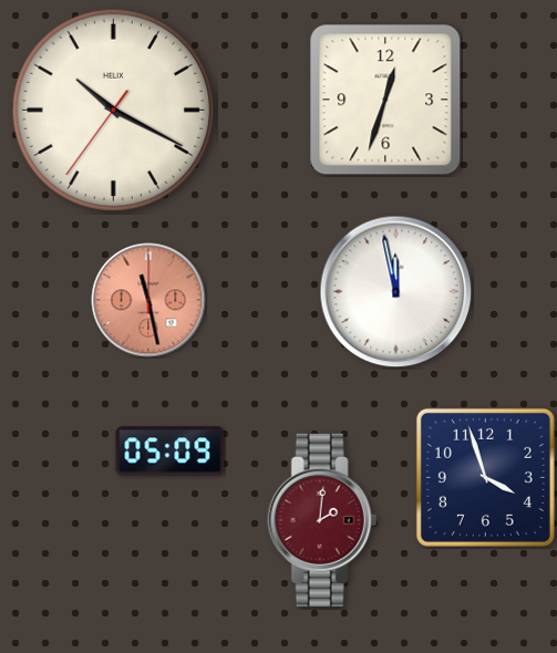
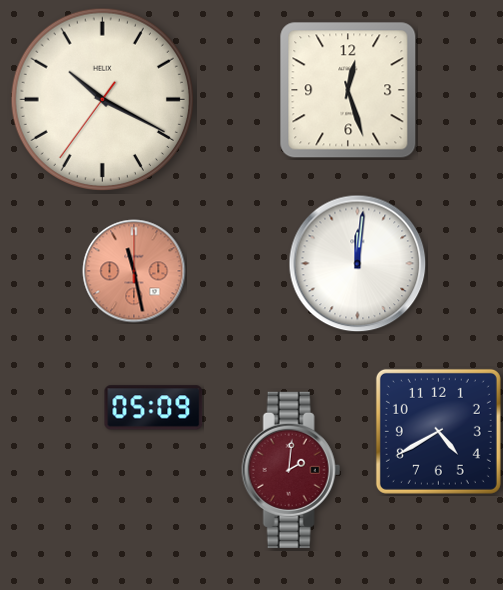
clock at (385, 100): 12:33 -> 12:27
clock at (396, 292): 11:58 -> 12:01
clock at (485, 477): 3:57 -> 4:40
